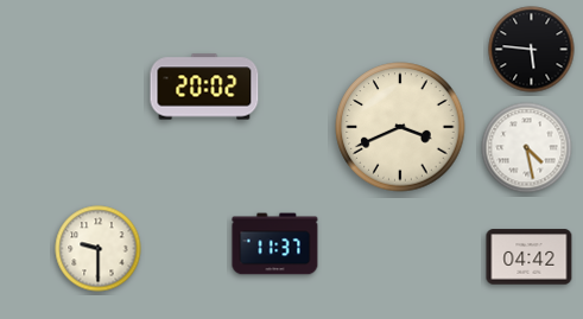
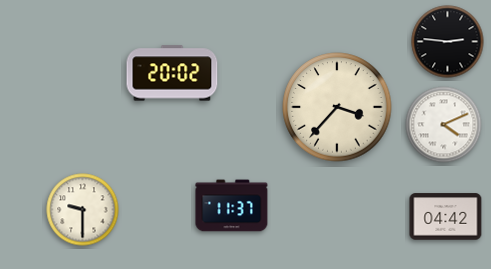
clock at (532, 50): 5:46 -> 2:46
clock at (400, 127): 3:41 -> 3:37
clock at (527, 148): 4:28 -> 4:11
